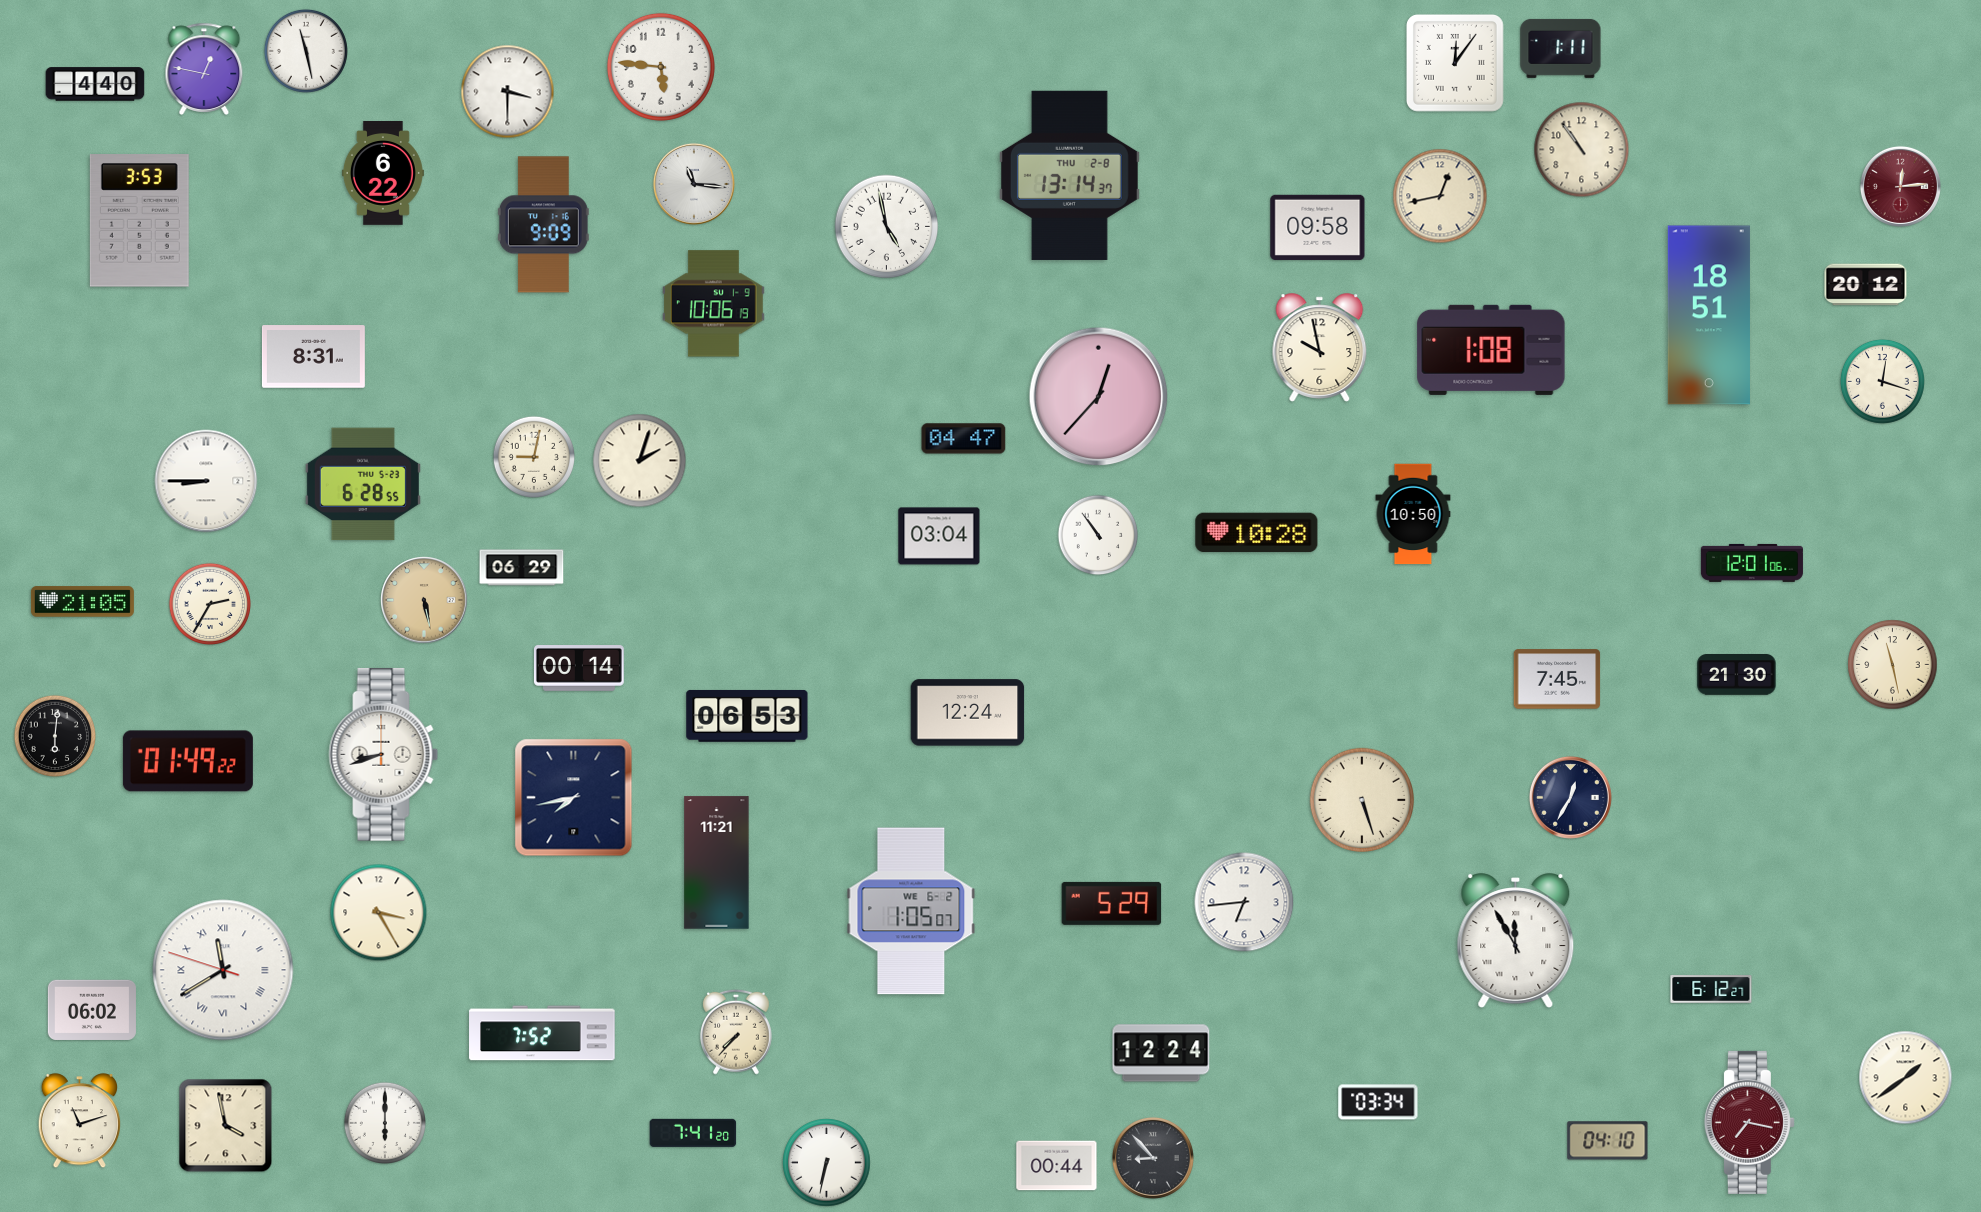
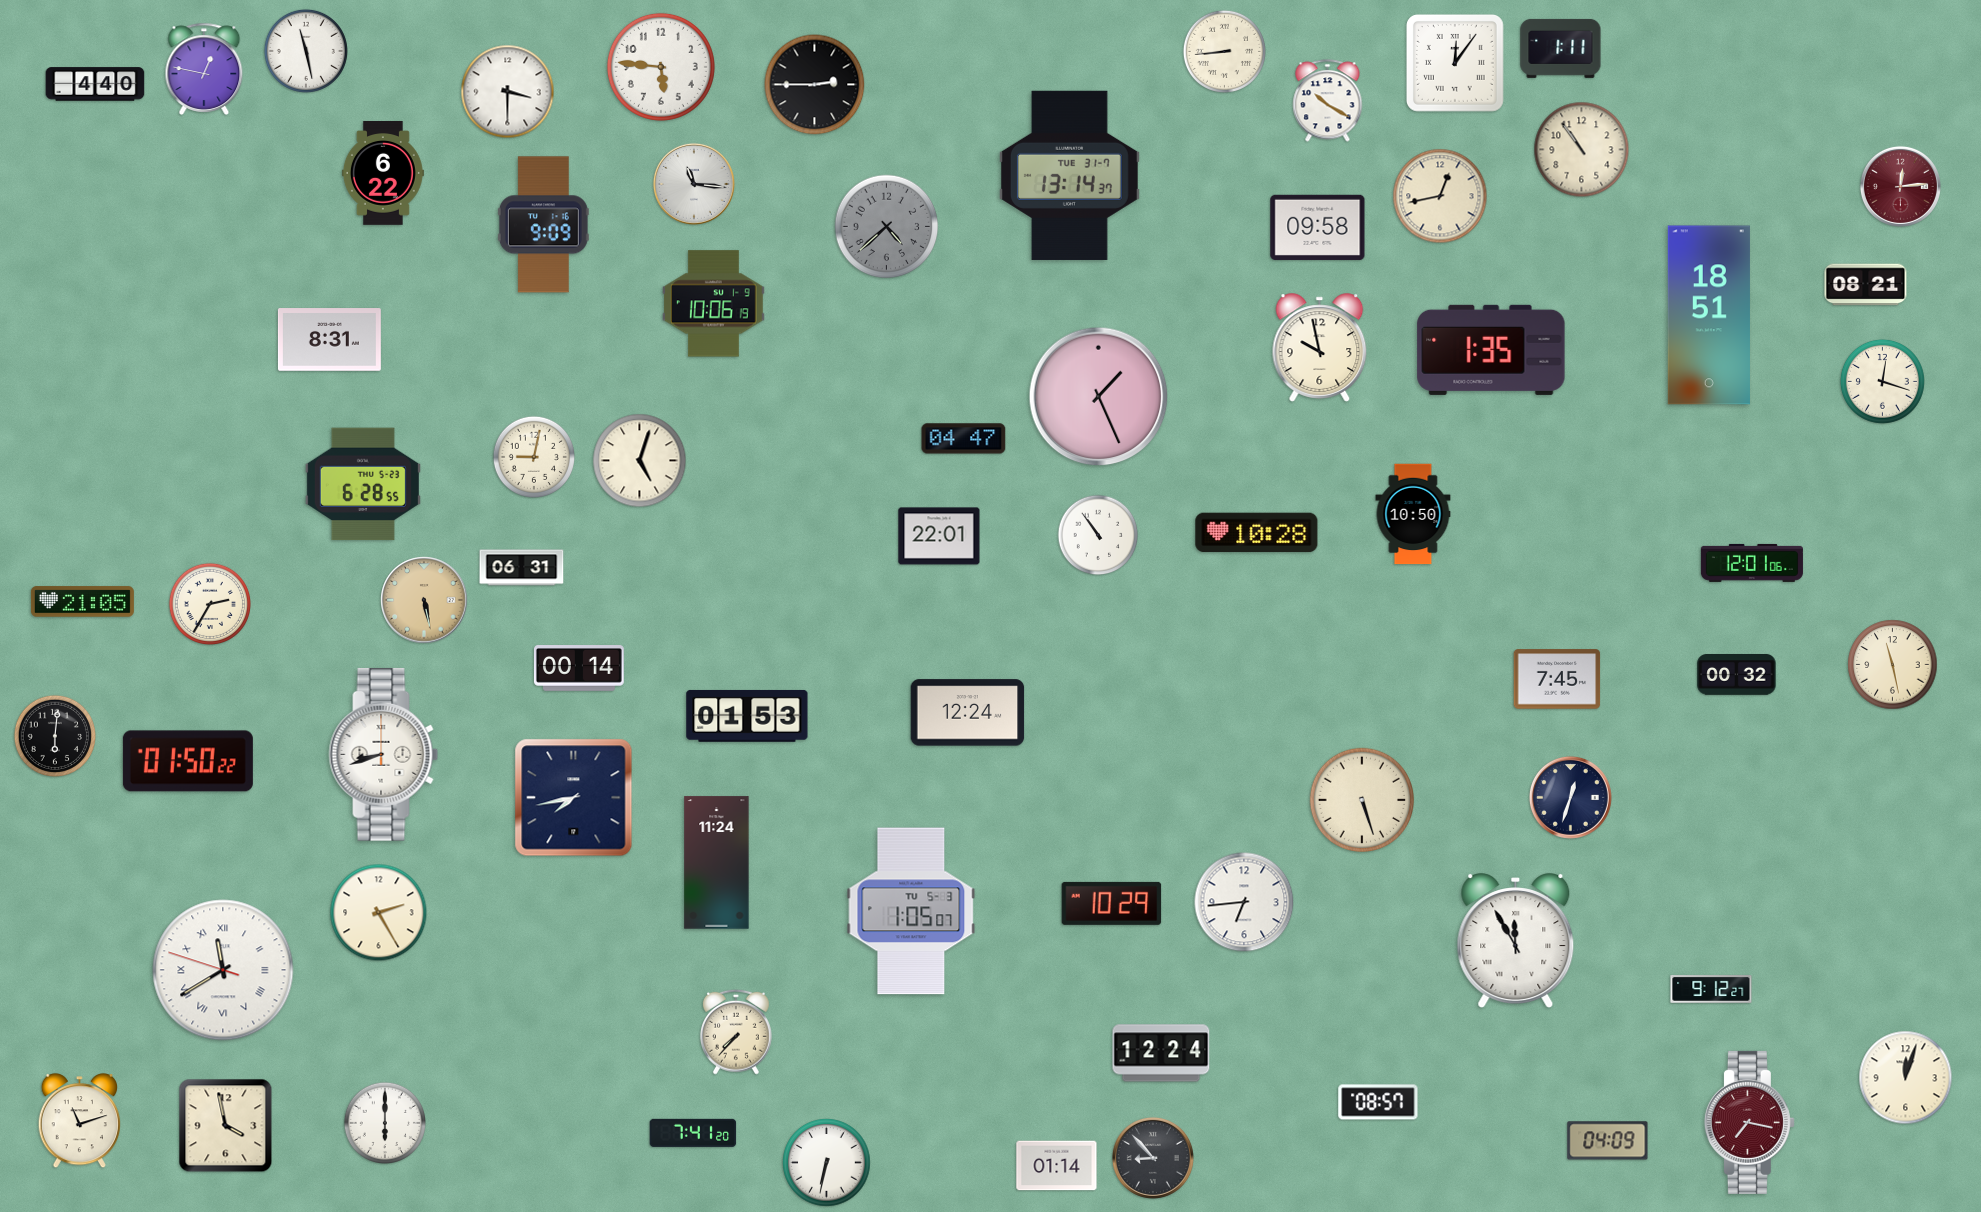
clock at (1224, 51): none -> 8:44
clock at (815, 85): none -> 2:45
clock at (1328, 101): none -> 10:20
clock at (1069, 175) date: THU 2-8 -> TUE 31-7
clock at (139, 221): 3:53 -> none
clock at (887, 227): 4:58 -> 4:38
clock at (887, 227) dial: white -> grey
clock at (1866, 285): 20:12 -> 08:21
clock at (1491, 350): 1:08 -> 1:35
clock at (313, 357) position: (313, 357) -> (329, 340)
clock at (1099, 397): 12:37 -> 1:26
clock at (640, 461): 2:03 -> 5:03
clock at (206, 481): 8:45 -> none
clock at (939, 536): 03:04 -> 22:01
clock at (522, 568): 06:29 -> 06:31
clock at (1737, 675): 21:30 -> 00:32
clock at (747, 716): 06:53 -> 01:53
clock at (188, 761): 01:49 -> 01:50
clock at (1570, 797): 12:35 -> 12:33
clock at (717, 863): 11:21 -> 11:24
clock at (1112, 903): 5:29 -> 10:29
clock at (911, 911) date: WE 6-2 -> TU 5-3
clock at (379, 913): 3:25 -> 2:25
clock at (1711, 990): 6:12 -> 9:12
clock at (92, 1010): 06:02 -> none
clock at (542, 1033): 7:52 -> none
clock at (1906, 1078): 1:39 -> 12:03
clock at (1378, 1102): 03:34 -> 08:57
clock at (1608, 1141): 04:10 -> 04:09
clock at (1057, 1166): 00:44 -> 01:14
